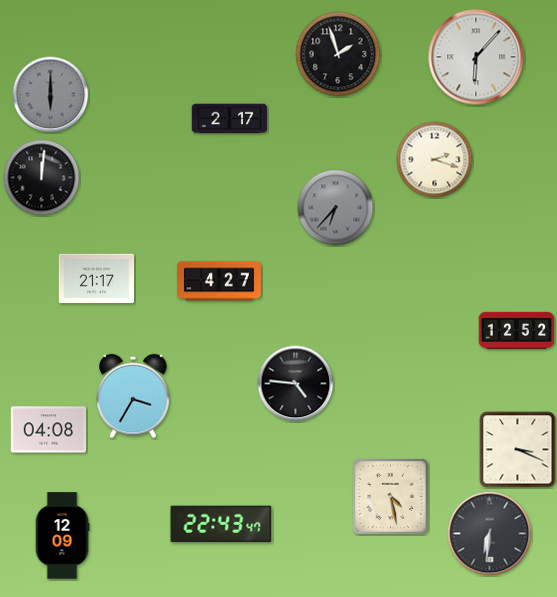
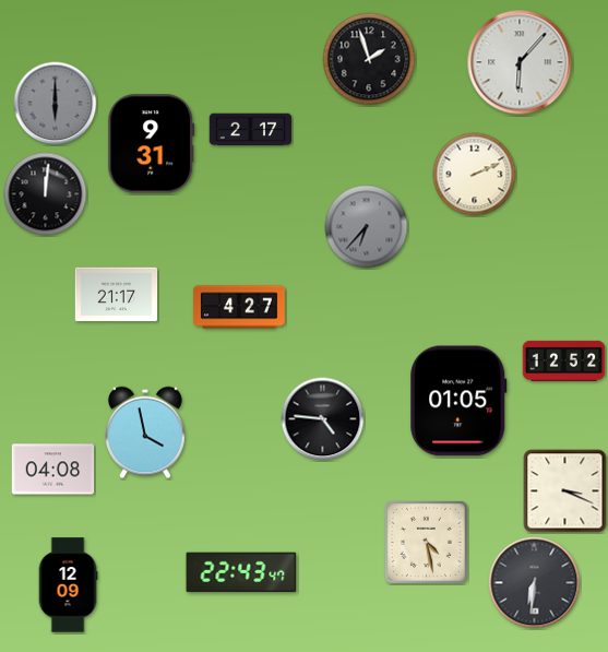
clock at (152, 144): none -> 9:31
clock at (435, 160): 2:18 -> 2:11
clock at (97, 279) position: (97, 279) -> (117, 295)
clock at (458, 401): none -> 01:05
clock at (133, 396): 3:35 -> 3:58
